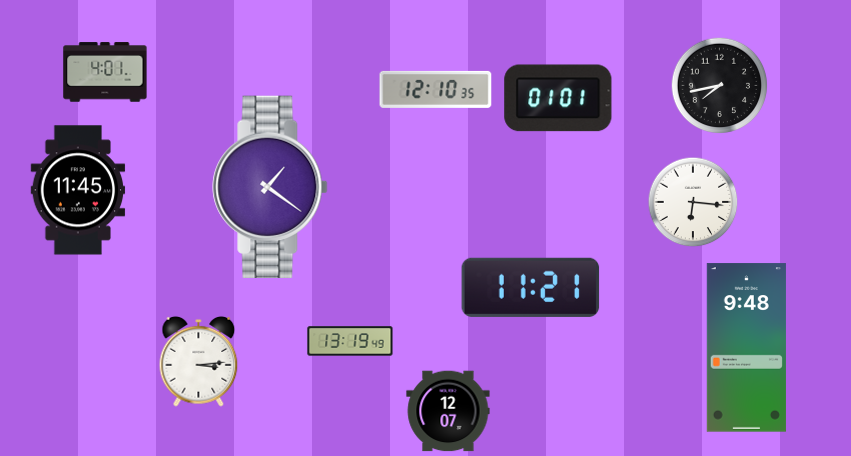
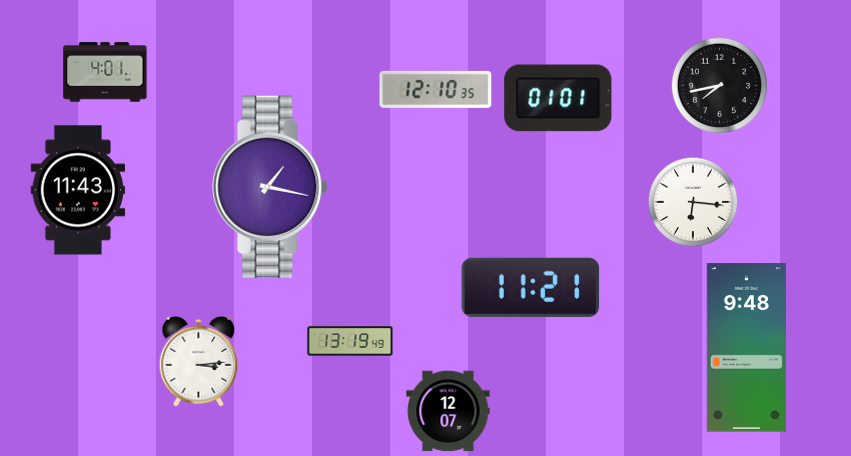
clock at (270, 186): 1:21 -> 1:17
clock at (78, 190): 11:45 -> 11:43
